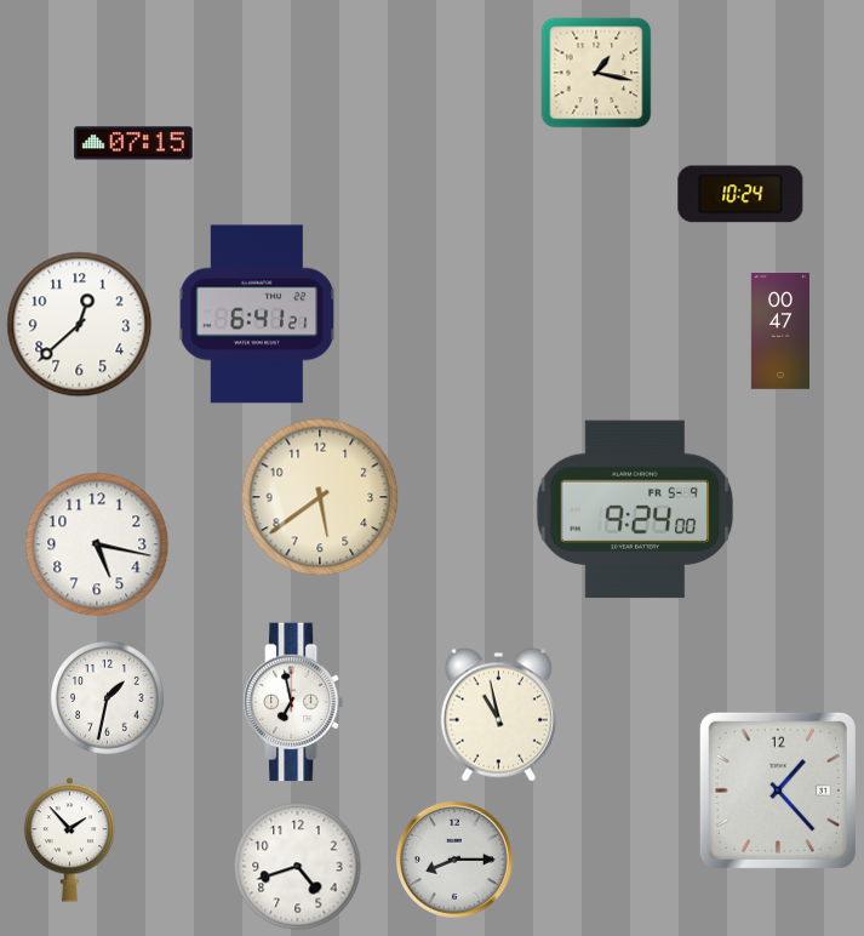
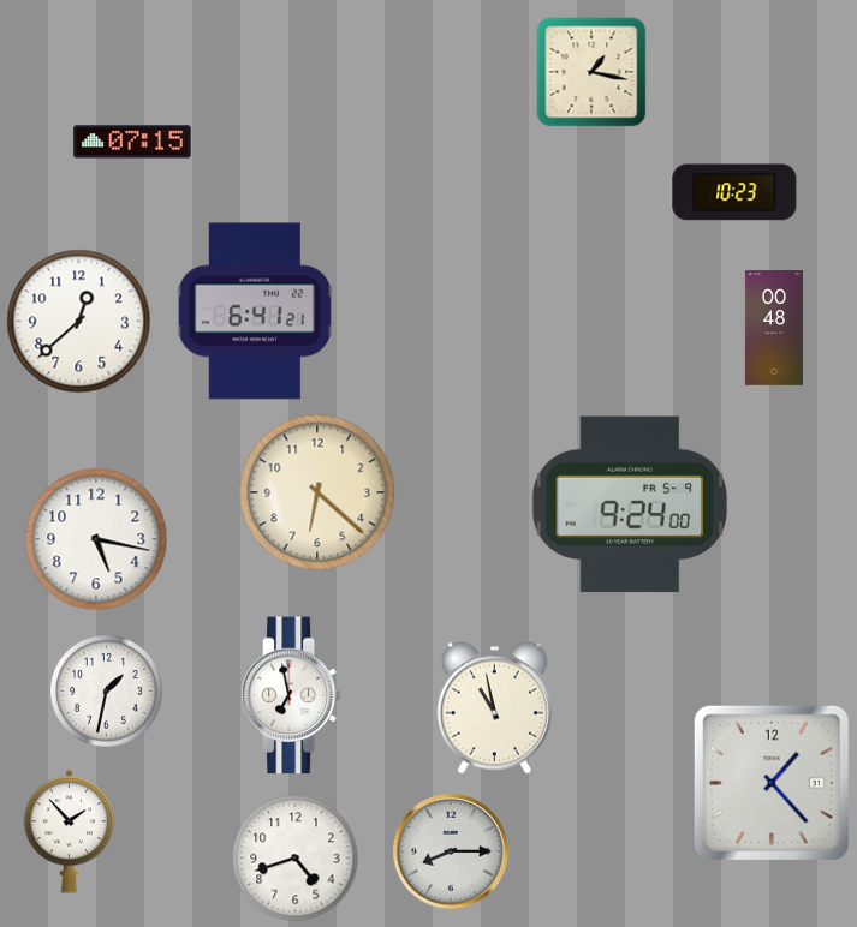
clock at (740, 194): 10:24 -> 10:23
clock at (780, 331): 00:47 -> 00:48
clock at (320, 497): 5:39 -> 6:22
